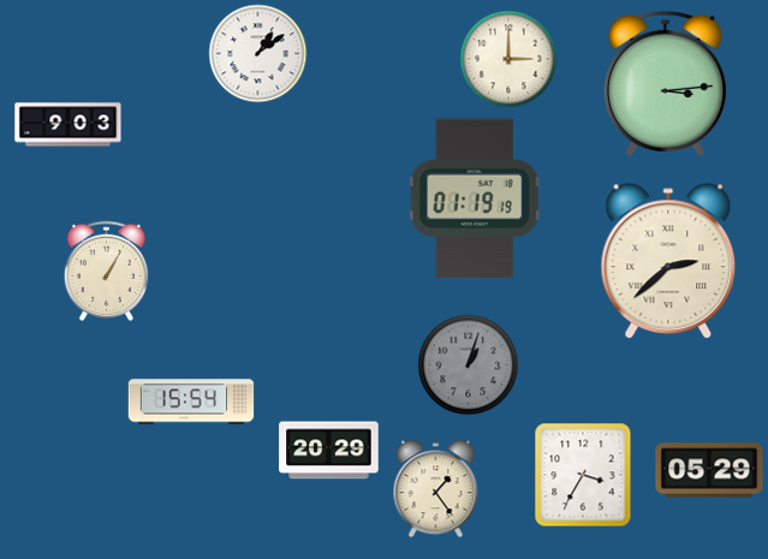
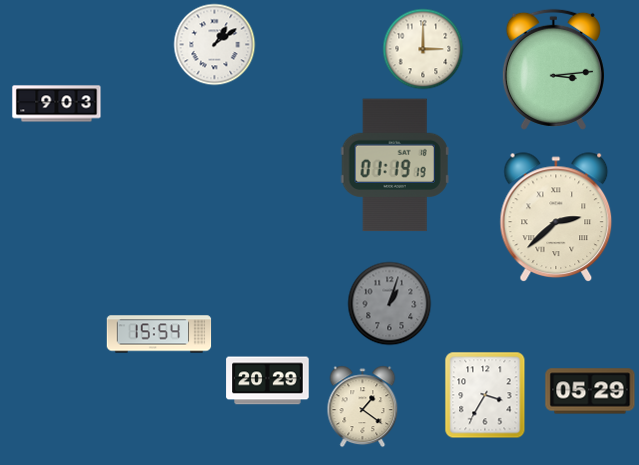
clock at (106, 270): 1:05 -> none
clock at (329, 451) position: (329, 451) -> (268, 381)
clock at (436, 489): 1:24 -> 1:21
